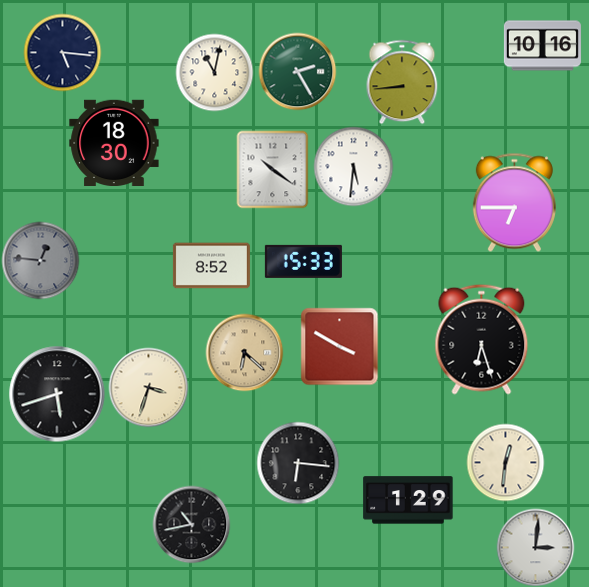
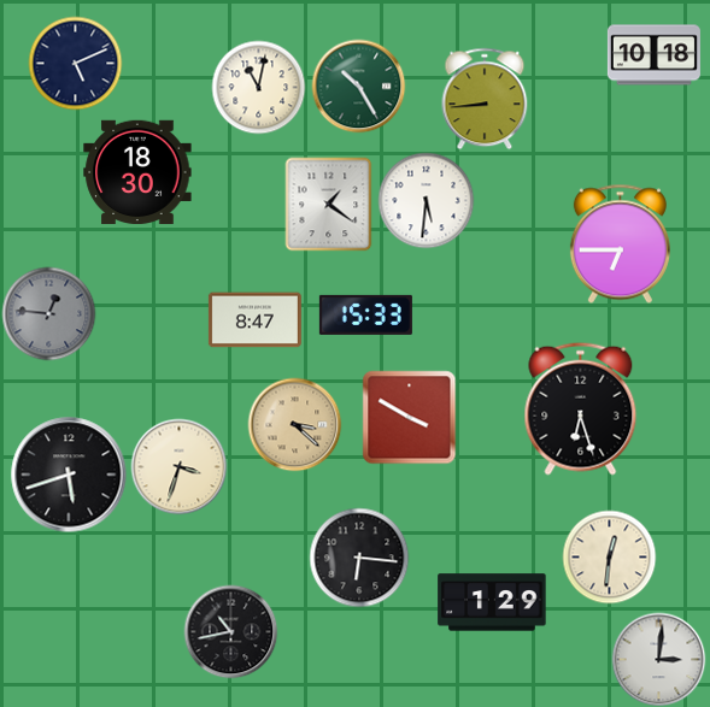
clock at (542, 46): 10:16 -> 10:18
clock at (62, 52): 5:16 -> 5:11
clock at (297, 71): 2:25 -> 10:25
clock at (273, 169): 10:21 -> 1:21
clock at (211, 266): 8:52 -> 8:47
clock at (244, 352): 6:22 -> 3:22
clock at (535, 547) position: (535, 547) -> (658, 659)
